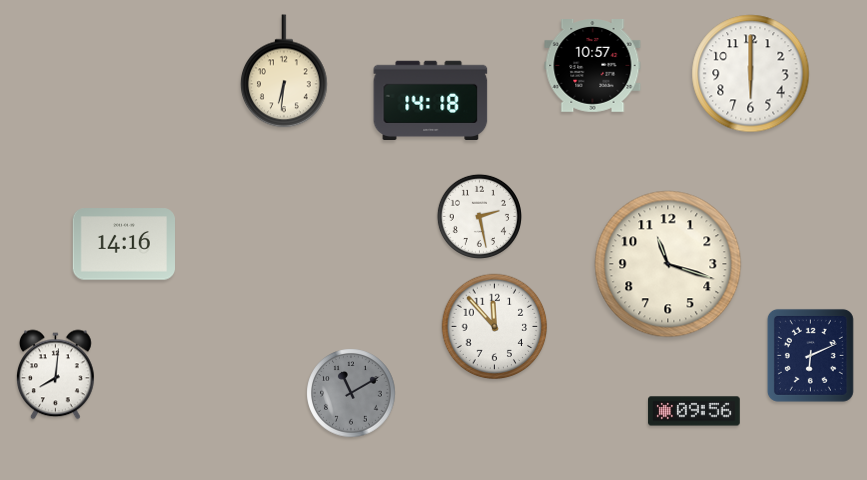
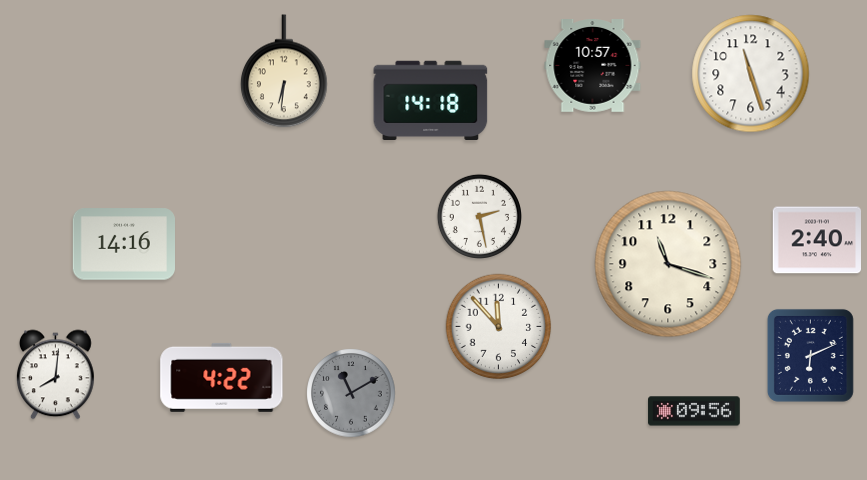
clock at (751, 74): 6:00 -> 11:27
clock at (816, 240): none -> 2:40
clock at (495, 327) position: (495, 327) -> (499, 327)
clock at (222, 377): none -> 4:22
